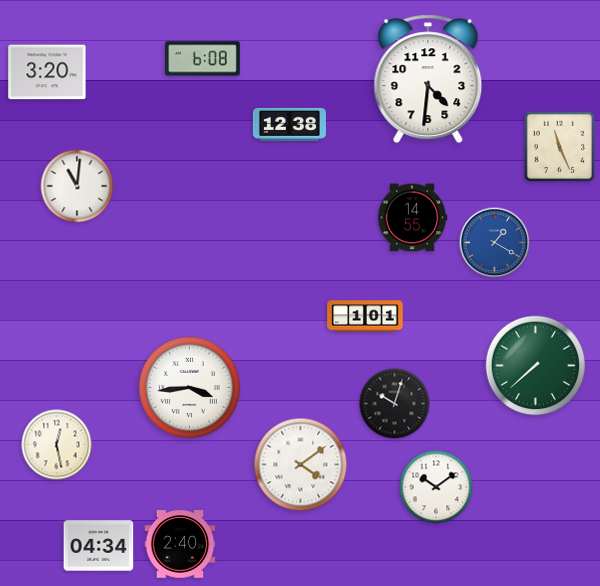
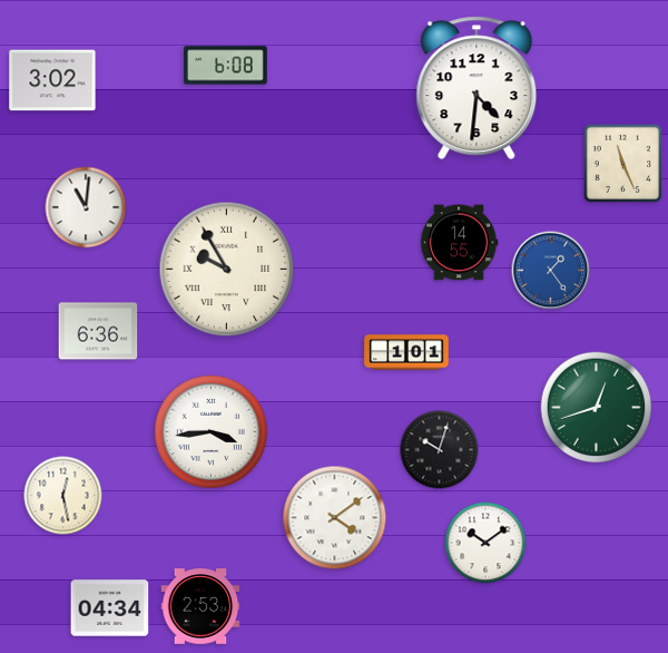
clock at (47, 72): 3:20 -> 3:02
clock at (289, 124): 12:38 -> none
clock at (227, 270): none -> 9:55
clock at (495, 243): 1:20 -> 1:24
clock at (98, 331): none -> 6:36
clock at (536, 366): 7:38 -> 12:42
clock at (180, 544): 2:40 -> 2:53
